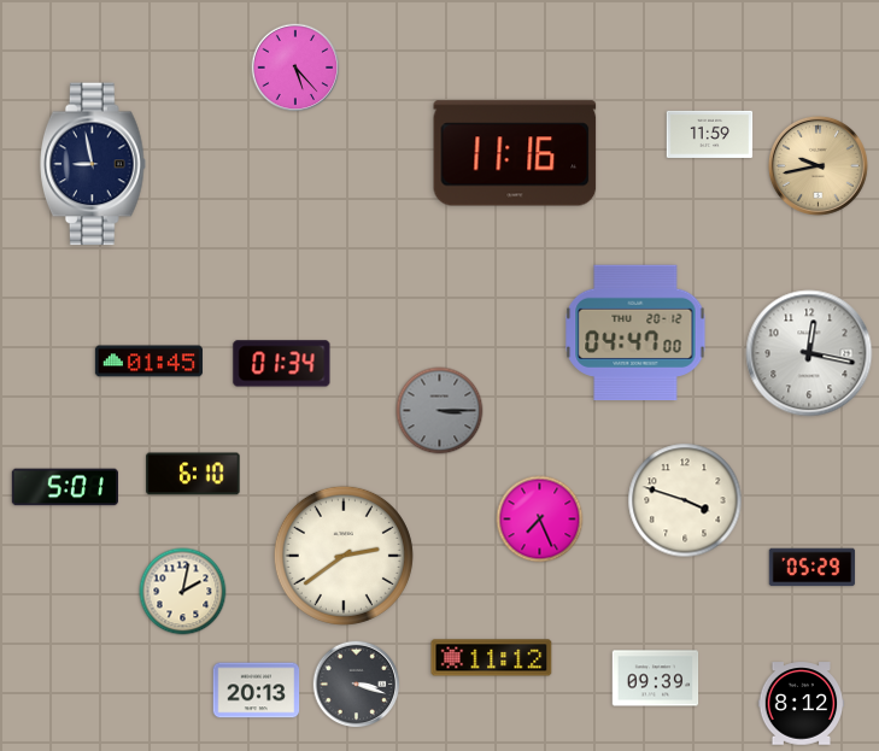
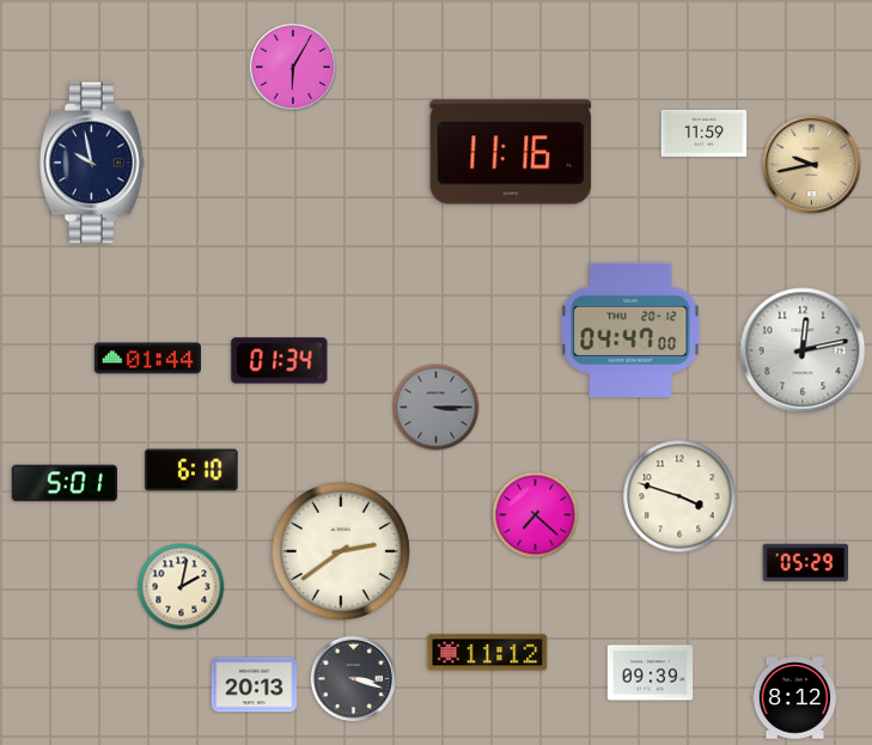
clock at (295, 68): 5:23 -> 6:05
clock at (94, 164): 8:58 -> 9:58
clock at (809, 353): 12:17 -> 12:13
clock at (148, 362): 01:45 -> 01:44
clock at (540, 520): 7:26 -> 7:22
